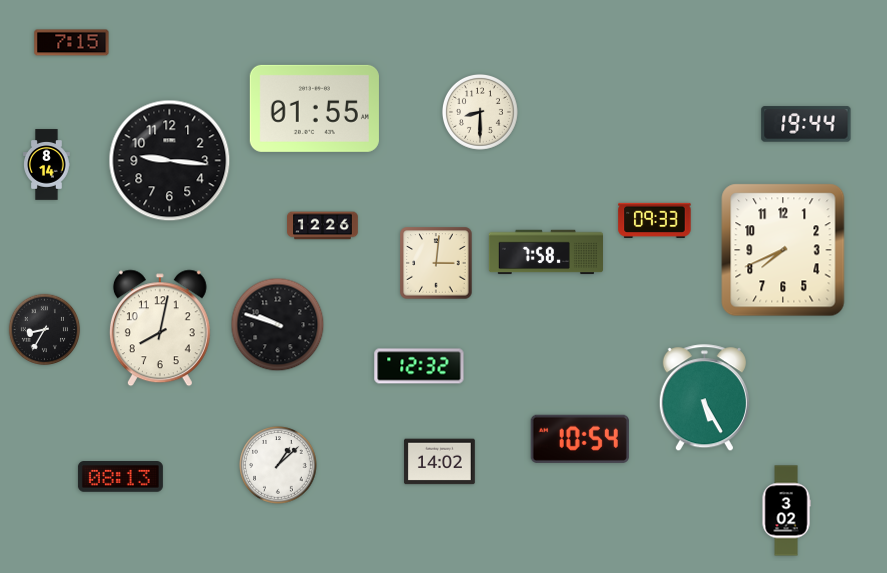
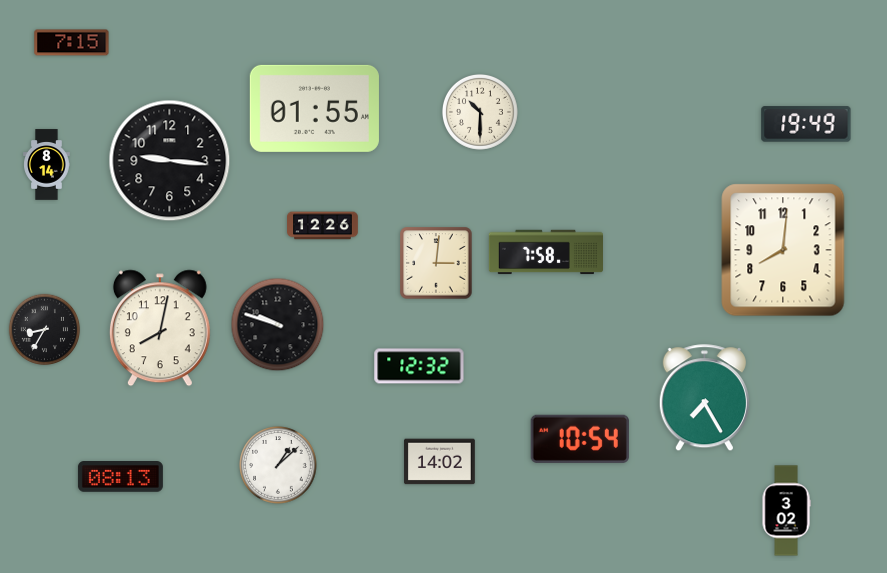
clock at (480, 112): 8:30 -> 10:30
clock at (806, 124): 19:44 -> 19:49
clock at (655, 220): 09:33 -> none
clock at (783, 250): 7:41 -> 8:01
clock at (704, 398): 5:25 -> 7:25
